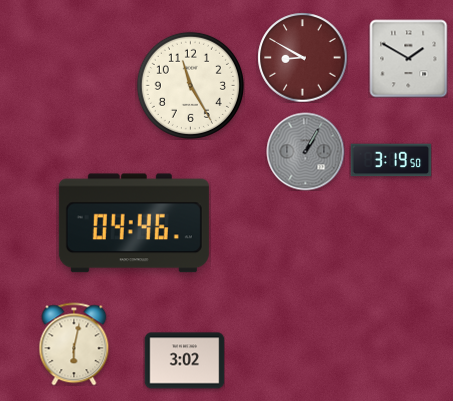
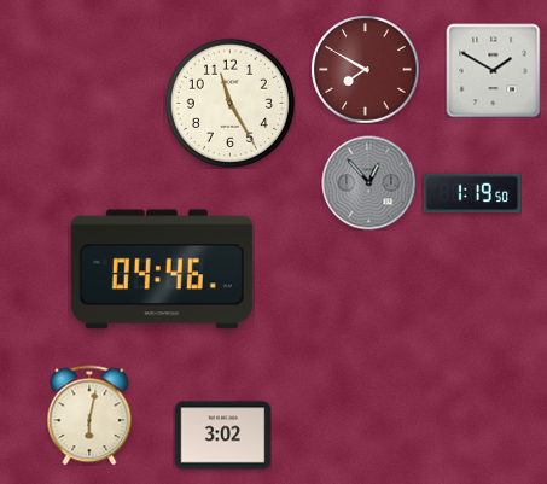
clock at (302, 57): 8:50 -> 7:50
clock at (305, 151): 1:05 -> 12:53
clock at (391, 160): 3:19 -> 1:19
